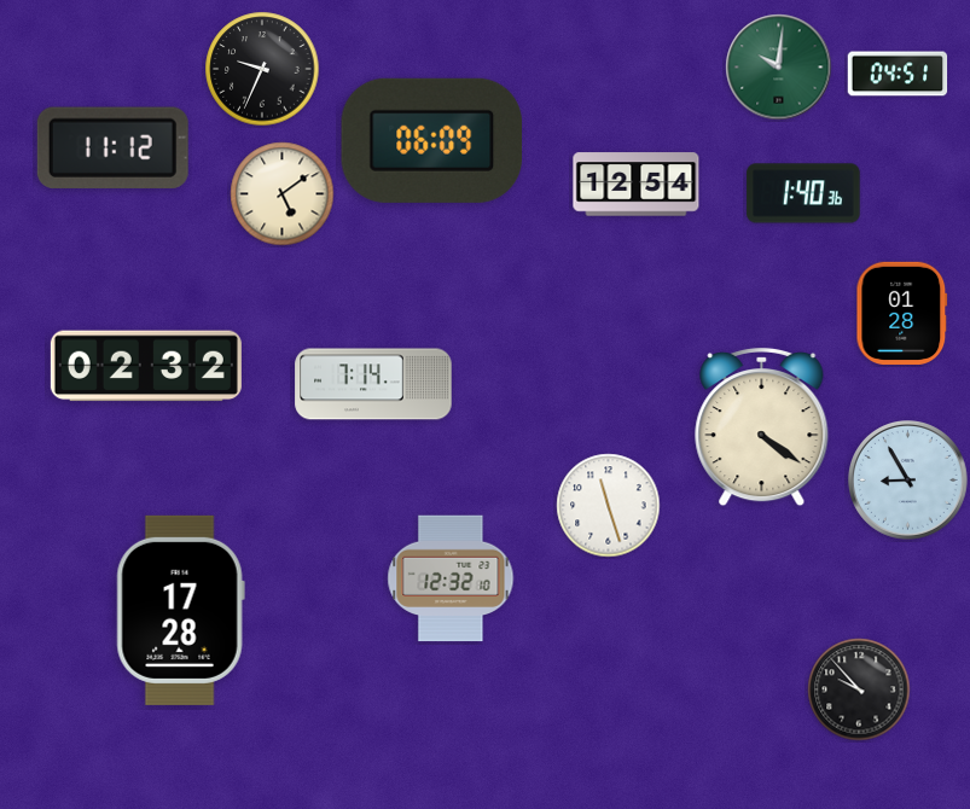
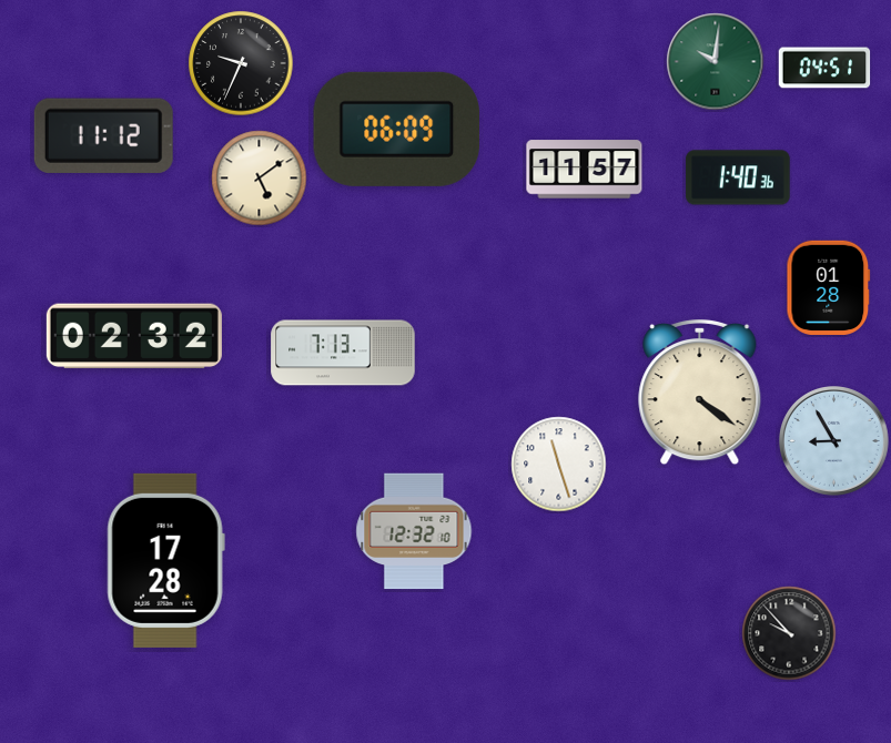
clock at (637, 185): 12:54 -> 11:57
clock at (373, 384): 7:14 -> 7:13
